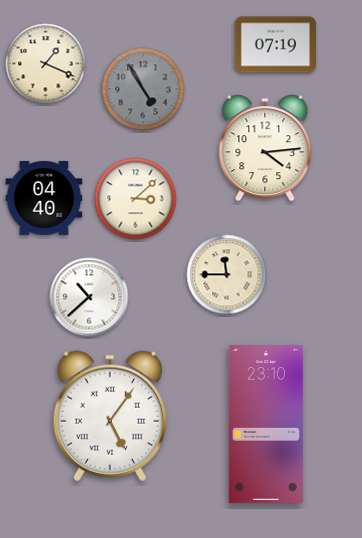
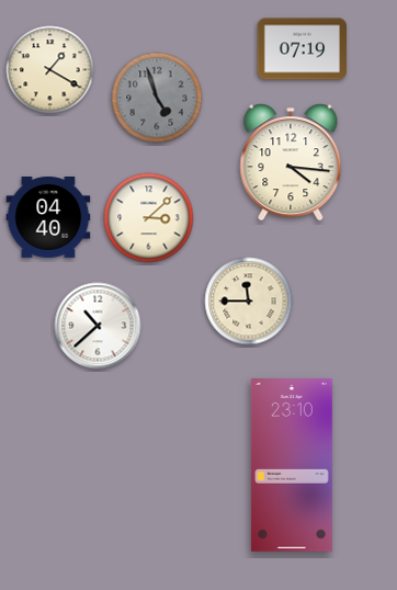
clock at (46, 64): 1:19 -> 1:20
clock at (143, 89): 4:55 -> 4:57
clock at (265, 148): 4:14 -> 4:16
clock at (110, 416): 5:06 -> none
